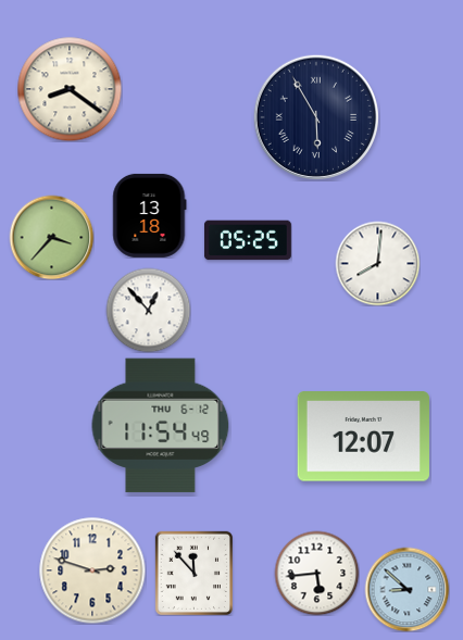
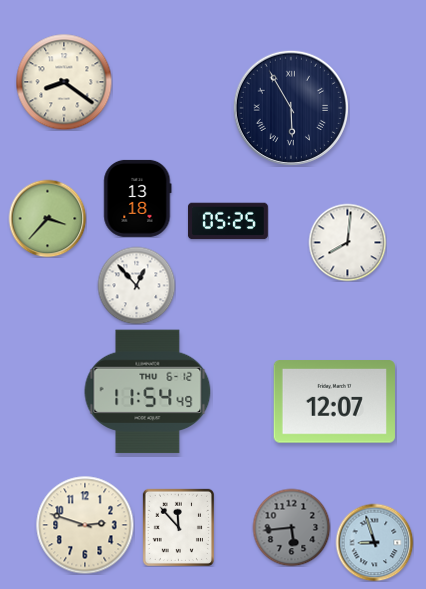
clock at (316, 573) dial: white -> grey
clock at (406, 589): 8:52 -> 8:57
